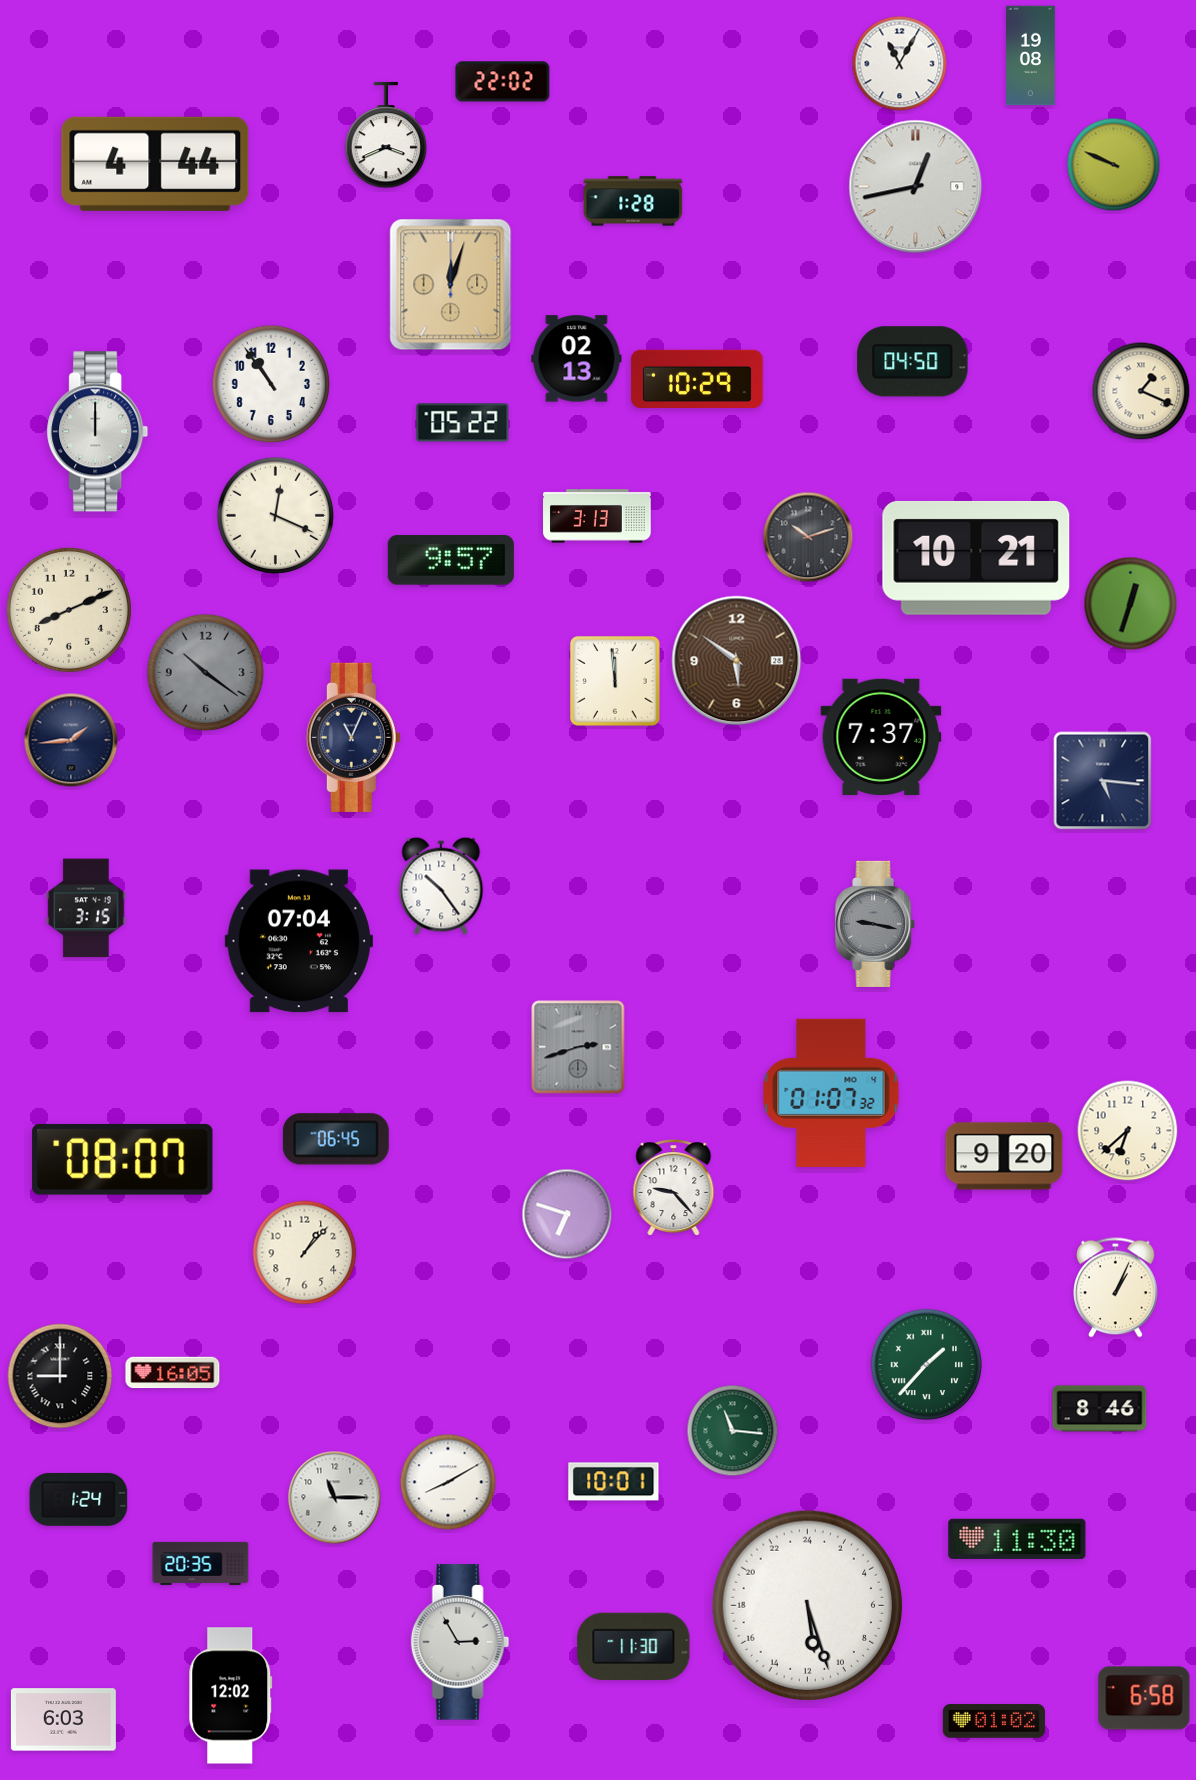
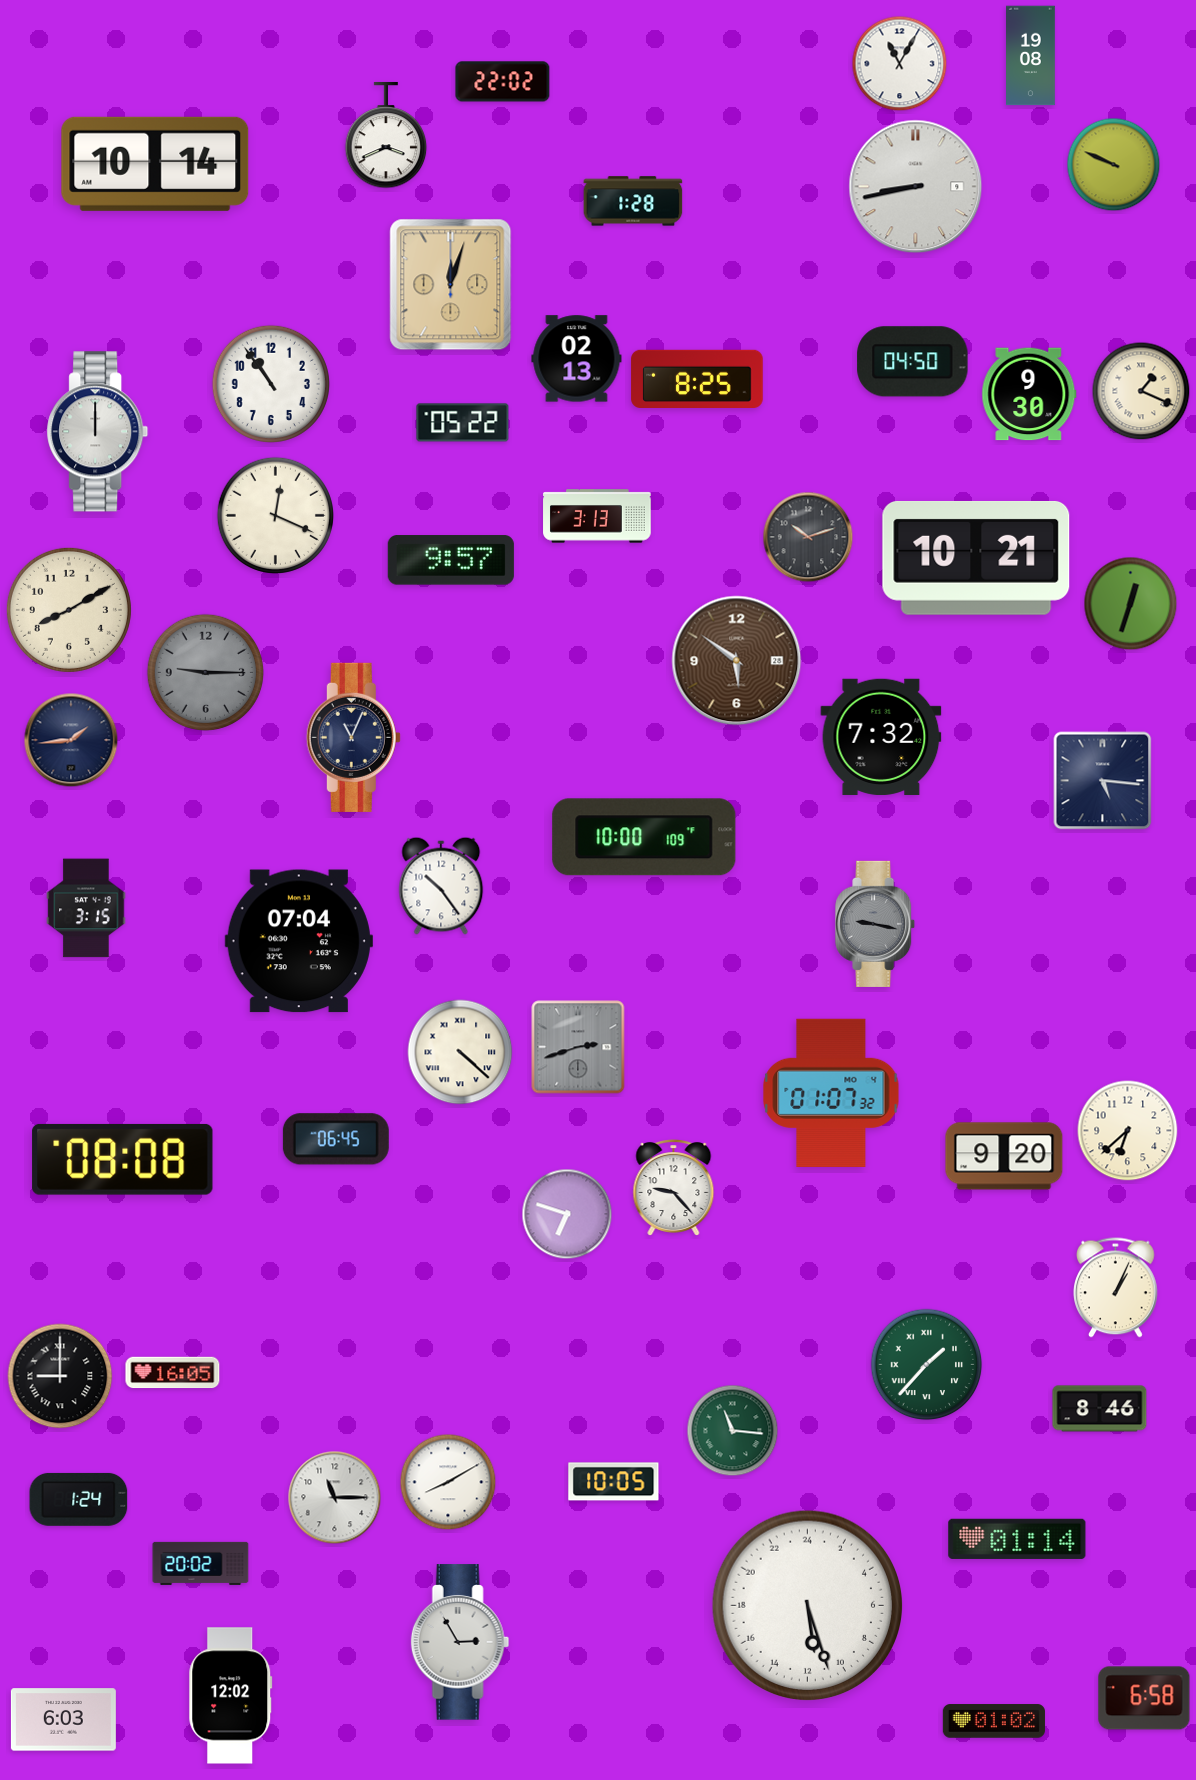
clock at (155, 164): 4:44 -> 10:14
clock at (916, 187): 12:43 -> 8:43
clock at (697, 378): 10:29 -> 8:25
clock at (1029, 394): none -> 9:30
clock at (69, 610): 8:11 -> 8:10
clock at (205, 672): 10:21 -> 9:15
clock at (616, 682): 11:59 -> none
clock at (881, 737): 7:37 -> 7:32
clock at (644, 837): none -> 10:00
clock at (460, 1052): none -> 4:22
clock at (123, 1159): 08:07 -> 08:08
clock at (305, 1253): 1:07 -> none
clock at (614, 1482): 10:01 -> 10:05
clock at (1017, 1539): 11:30 -> 01:14
clock at (201, 1563): 20:35 -> 20:02
clock at (634, 1646): 11:30 -> none
